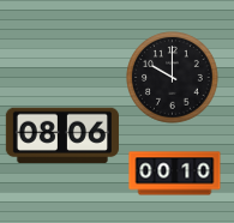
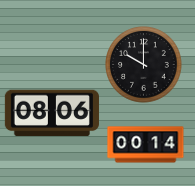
clock at (175, 174): 00:10 -> 00:14
